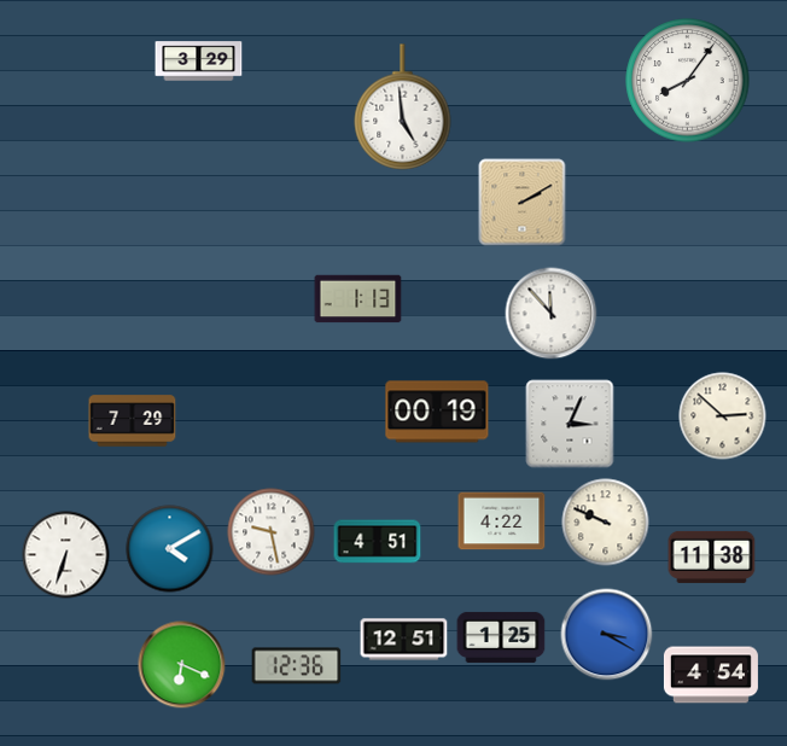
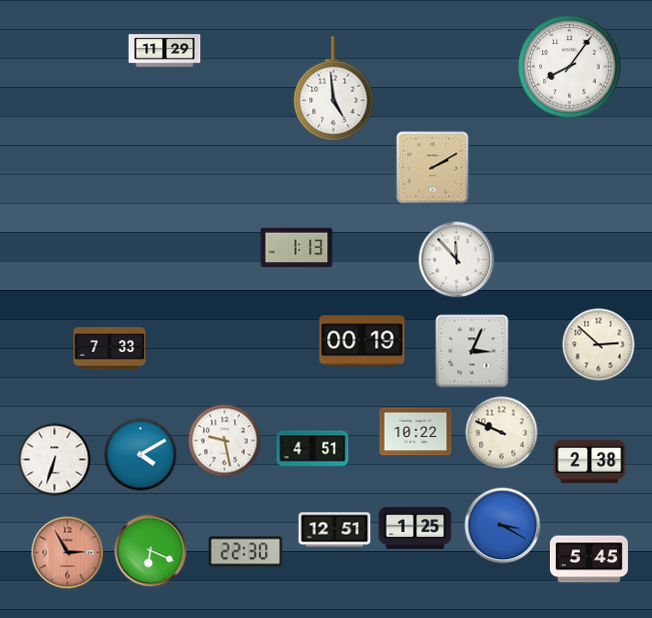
clock at (199, 62): 3:29 -> 11:29
clock at (133, 421): 7:29 -> 7:33
clock at (502, 521): 4:22 -> 10:22
clock at (712, 556): 11:38 -> 2:38
clock at (297, 666): 12:36 -> 22:30
clock at (68, 553): none -> 2:55
clock at (711, 675): 4:54 -> 5:45
